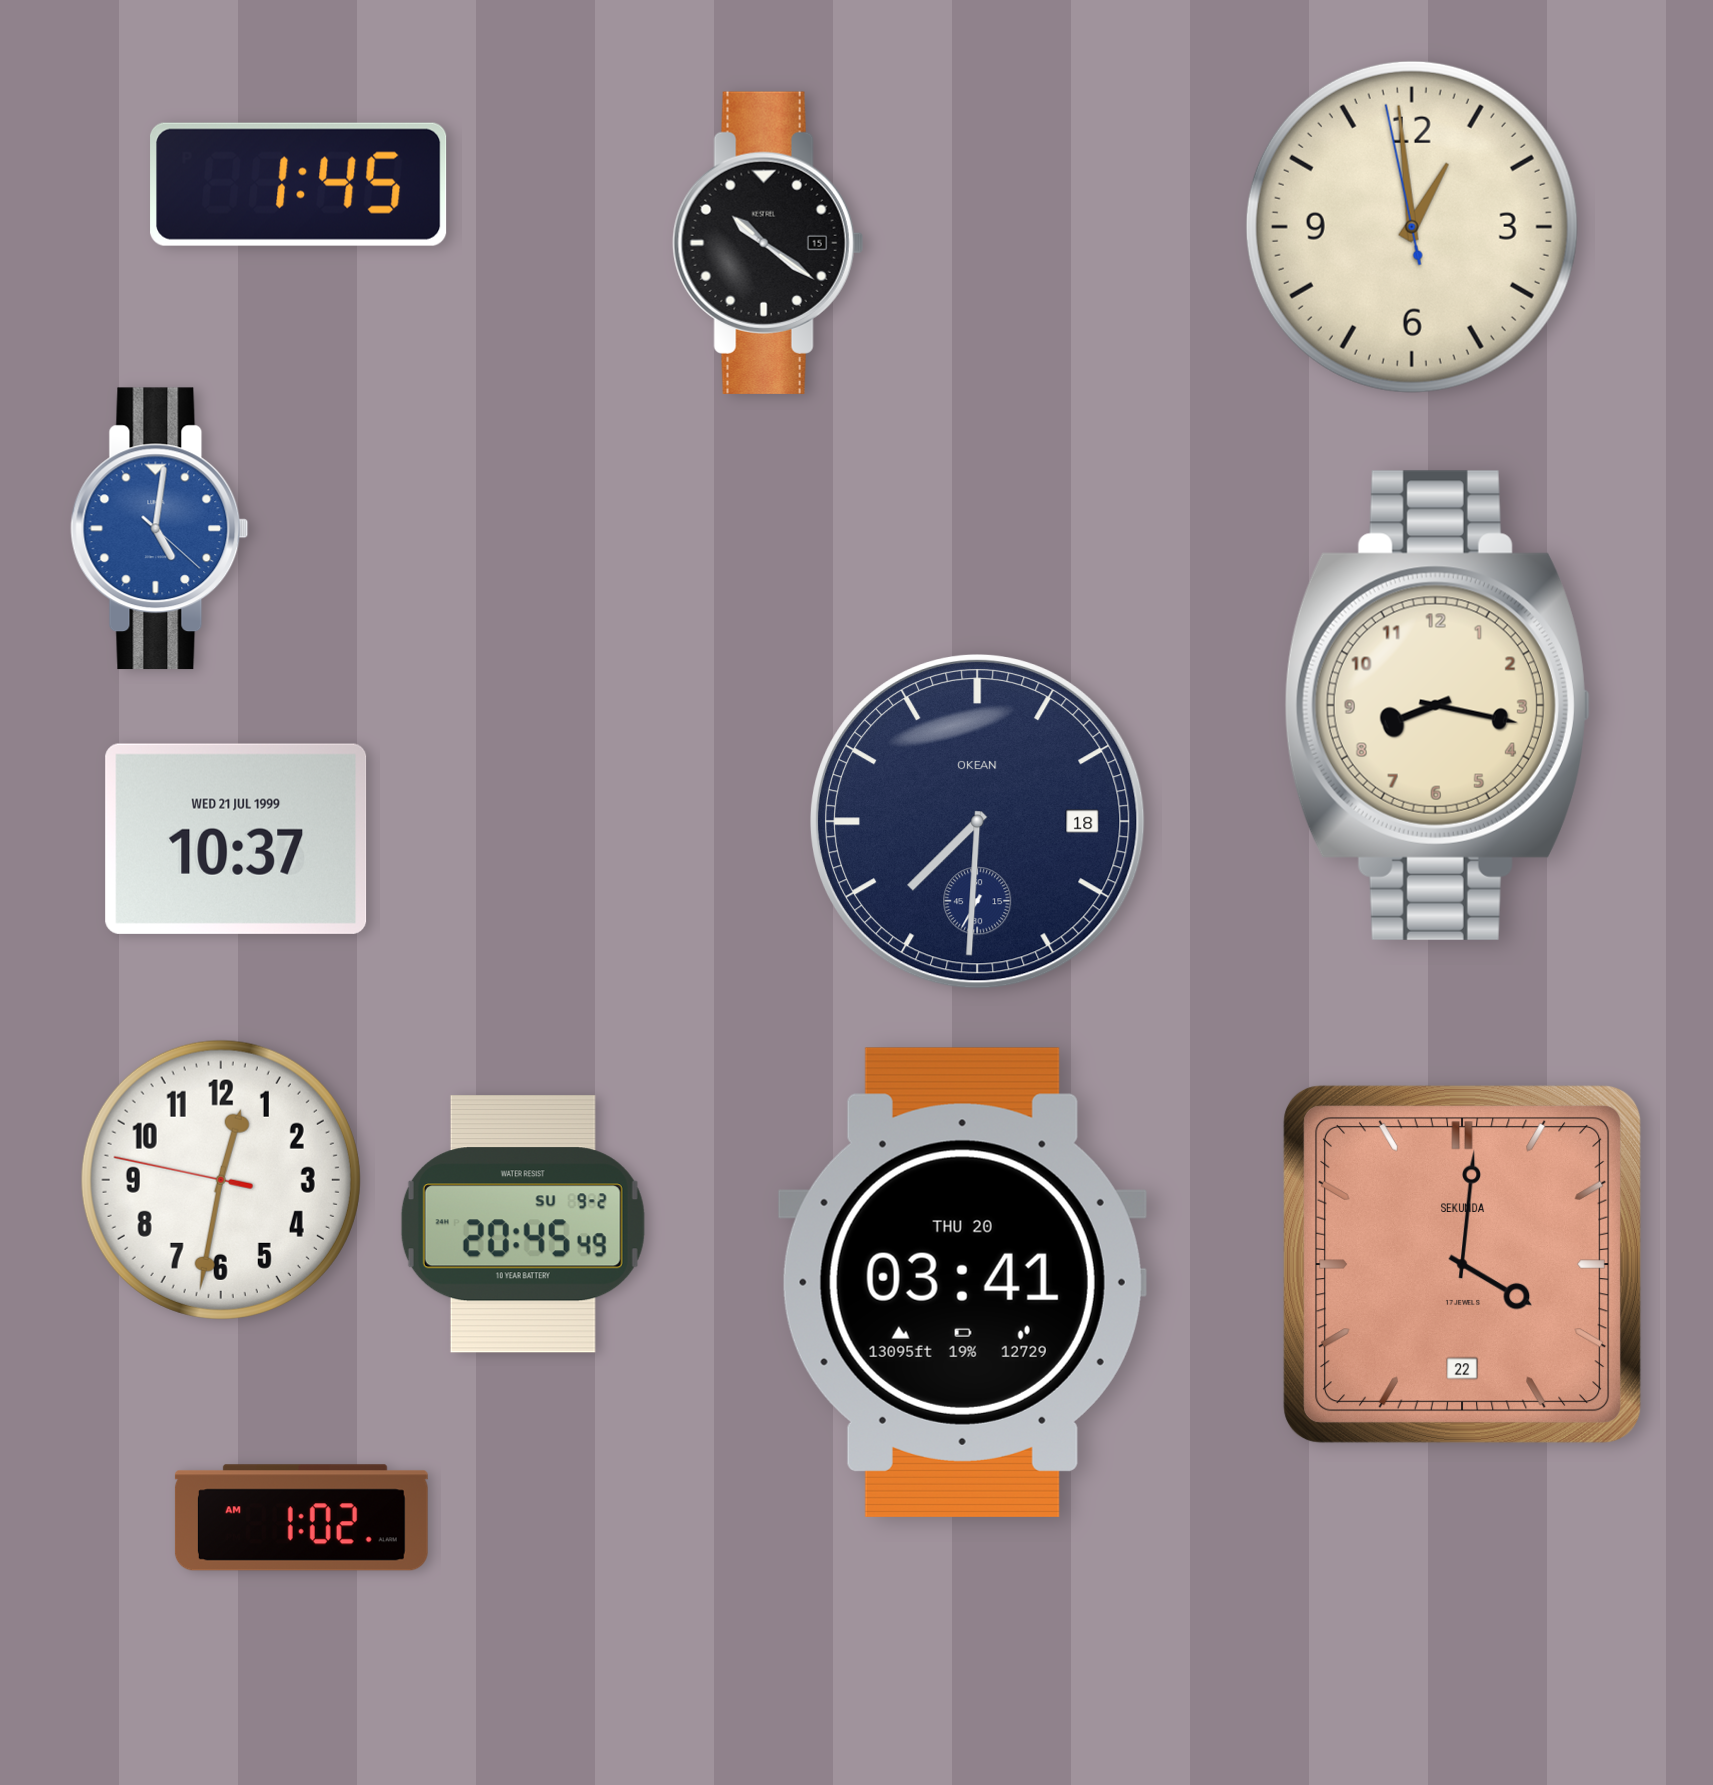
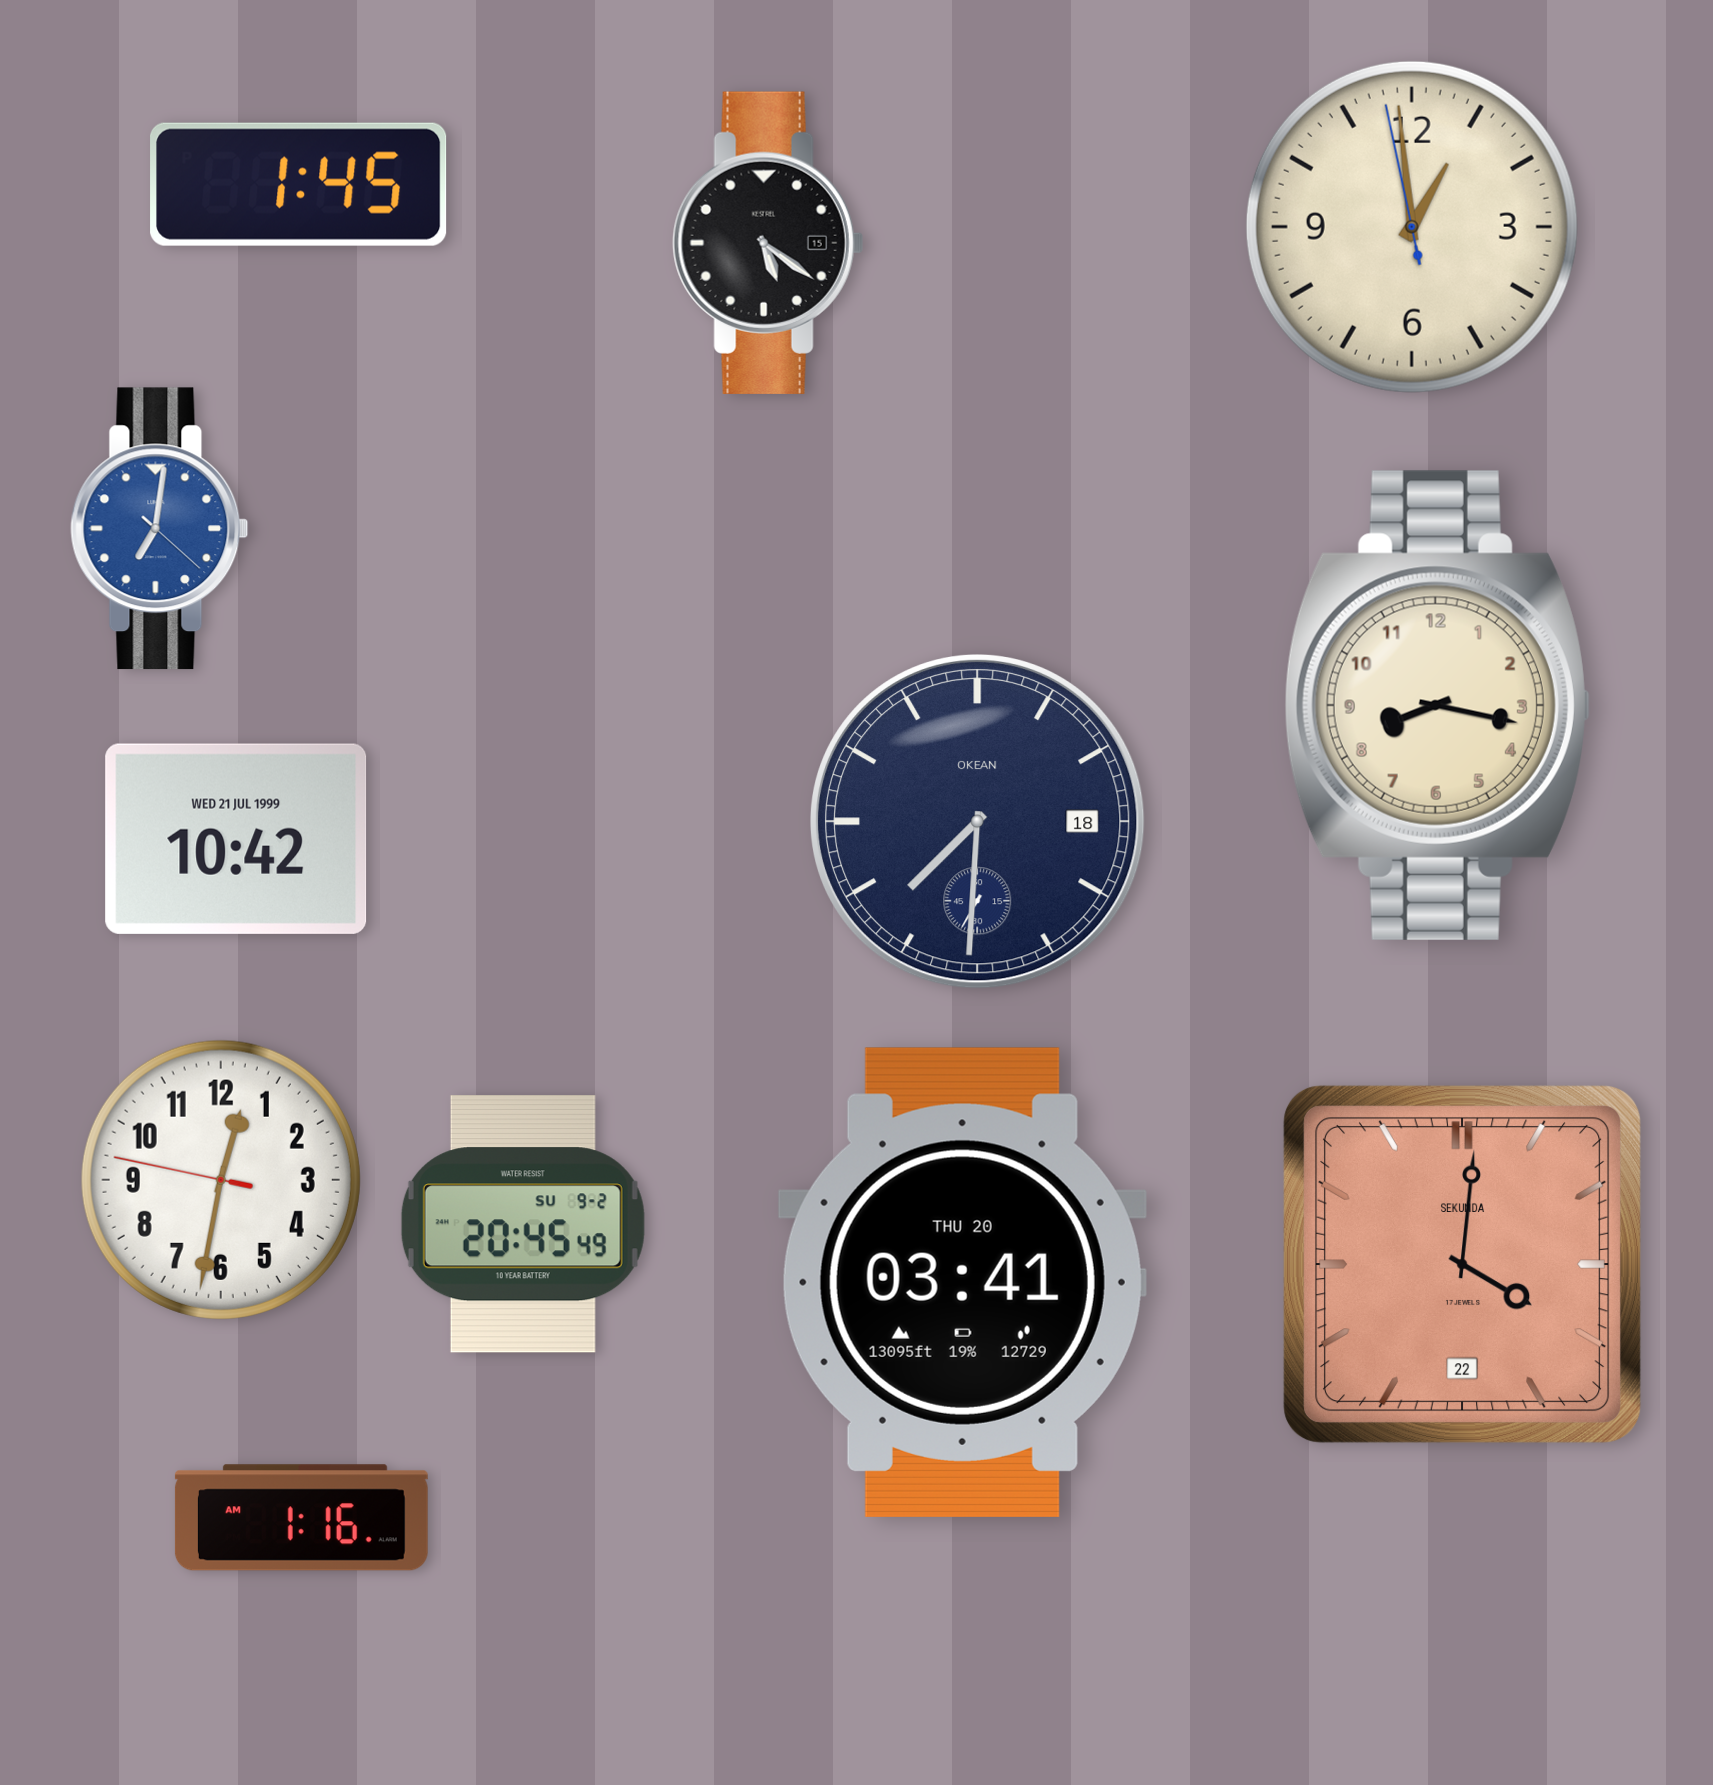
clock at (768, 243): 10:21 -> 5:21
clock at (160, 529): 5:01 -> 7:01
clock at (236, 839): 10:37 -> 10:42
clock at (301, 1518): 1:02 -> 1:16
